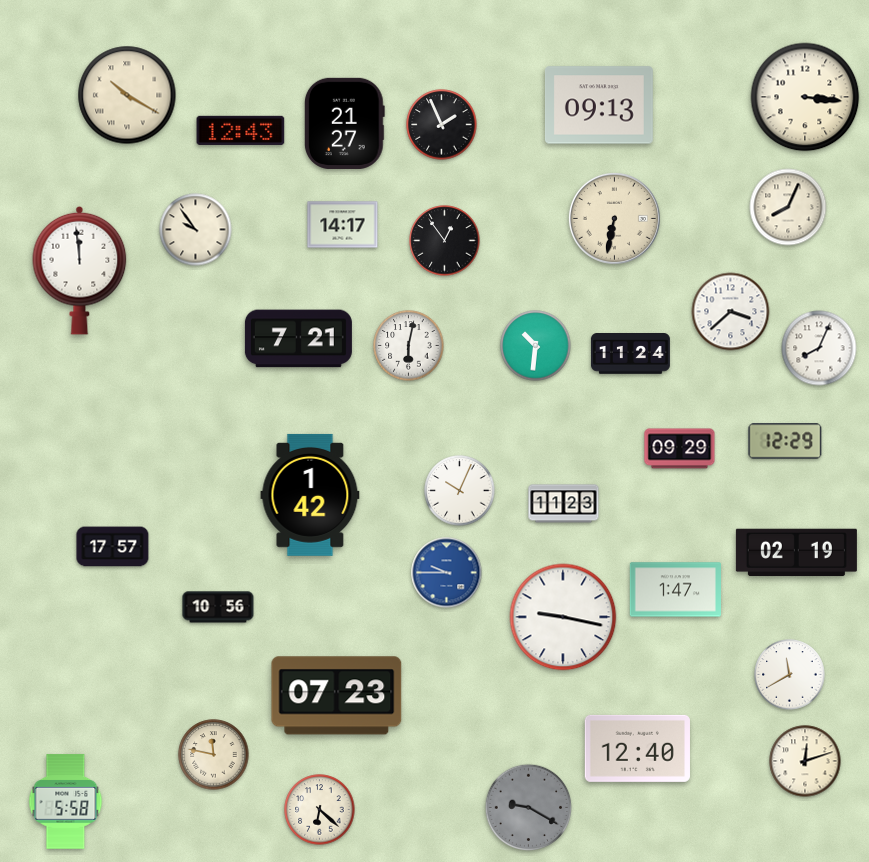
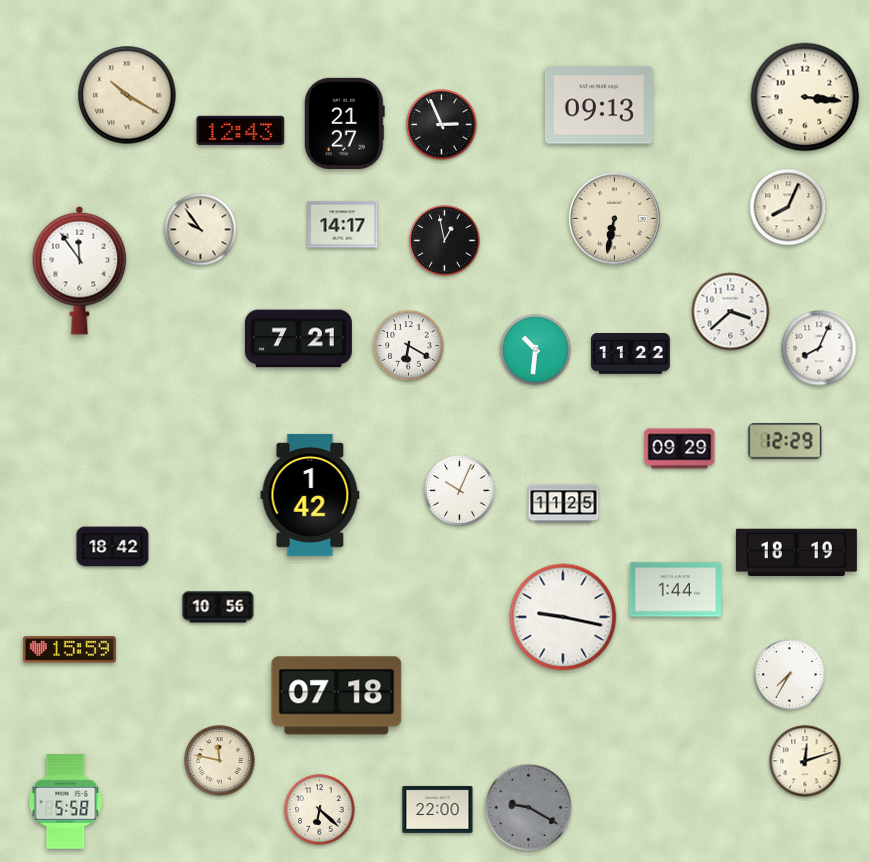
clock at (442, 125): 1:56 -> 2:56
clock at (196, 230) position: (196, 230) -> (201, 230)
clock at (445, 241): 12:54 -> 12:58
clock at (80, 270): 11:59 -> 11:54
clock at (409, 346): 6:02 -> 6:20
clock at (536, 346) position: (536, 346) -> (536, 350)
clock at (630, 354): 11:24 -> 11:22
clock at (564, 504): 11:23 -> 11:25
clock at (113, 547): 17:57 -> 18:42
clock at (796, 553): 02:19 -> 18:19
clock at (447, 573): 9:45 -> none
clock at (675, 590): 1:47 -> 1:44
clock at (69, 650): none -> 15:59
clock at (790, 675): 11:40 -> 7:35
clock at (337, 696): 07:23 -> 07:18
clock at (637, 748): 12:40 -> none
clock at (214, 755) position: (214, 755) -> (220, 761)
clock at (438, 809): none -> 22:00
